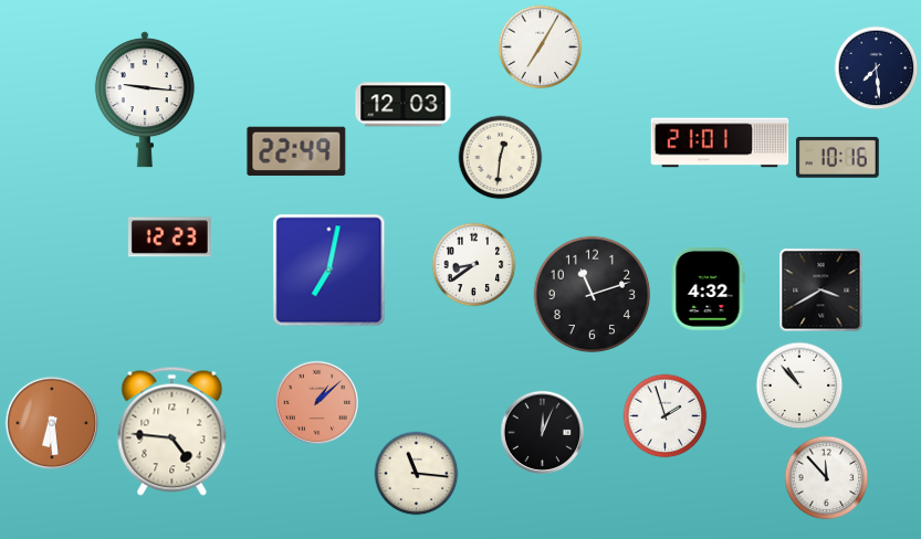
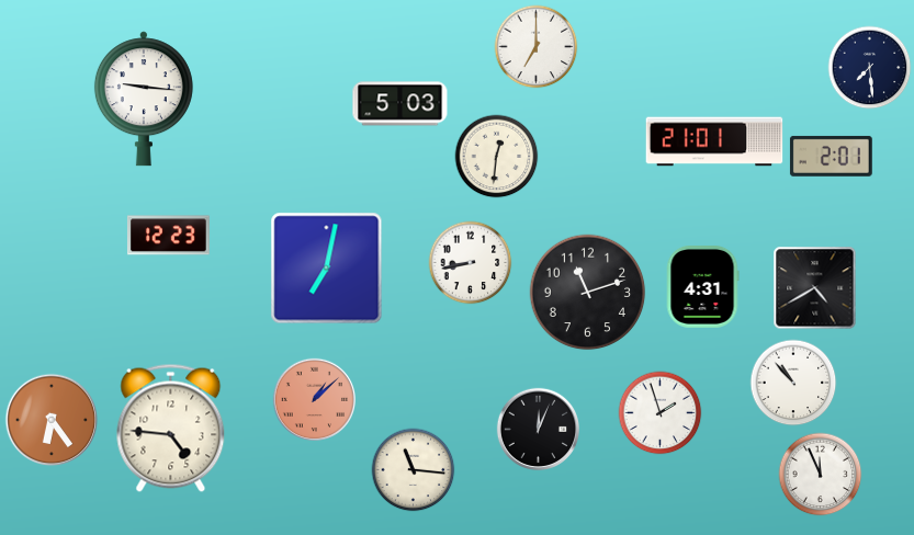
clock at (541, 47): 7:05 -> 7:00
clock at (404, 105): 12:03 -> 5:03
clock at (296, 151): 22:49 -> none
clock at (837, 157): 10:16 -> 2:01
clock at (474, 265): 8:39 -> 8:43
clock at (708, 289): 4:32 -> 4:31
clock at (821, 290): 3:40 -> 4:40
clock at (52, 423): 6:29 -> 6:24
clock at (827, 478): 11:53 -> 11:56
